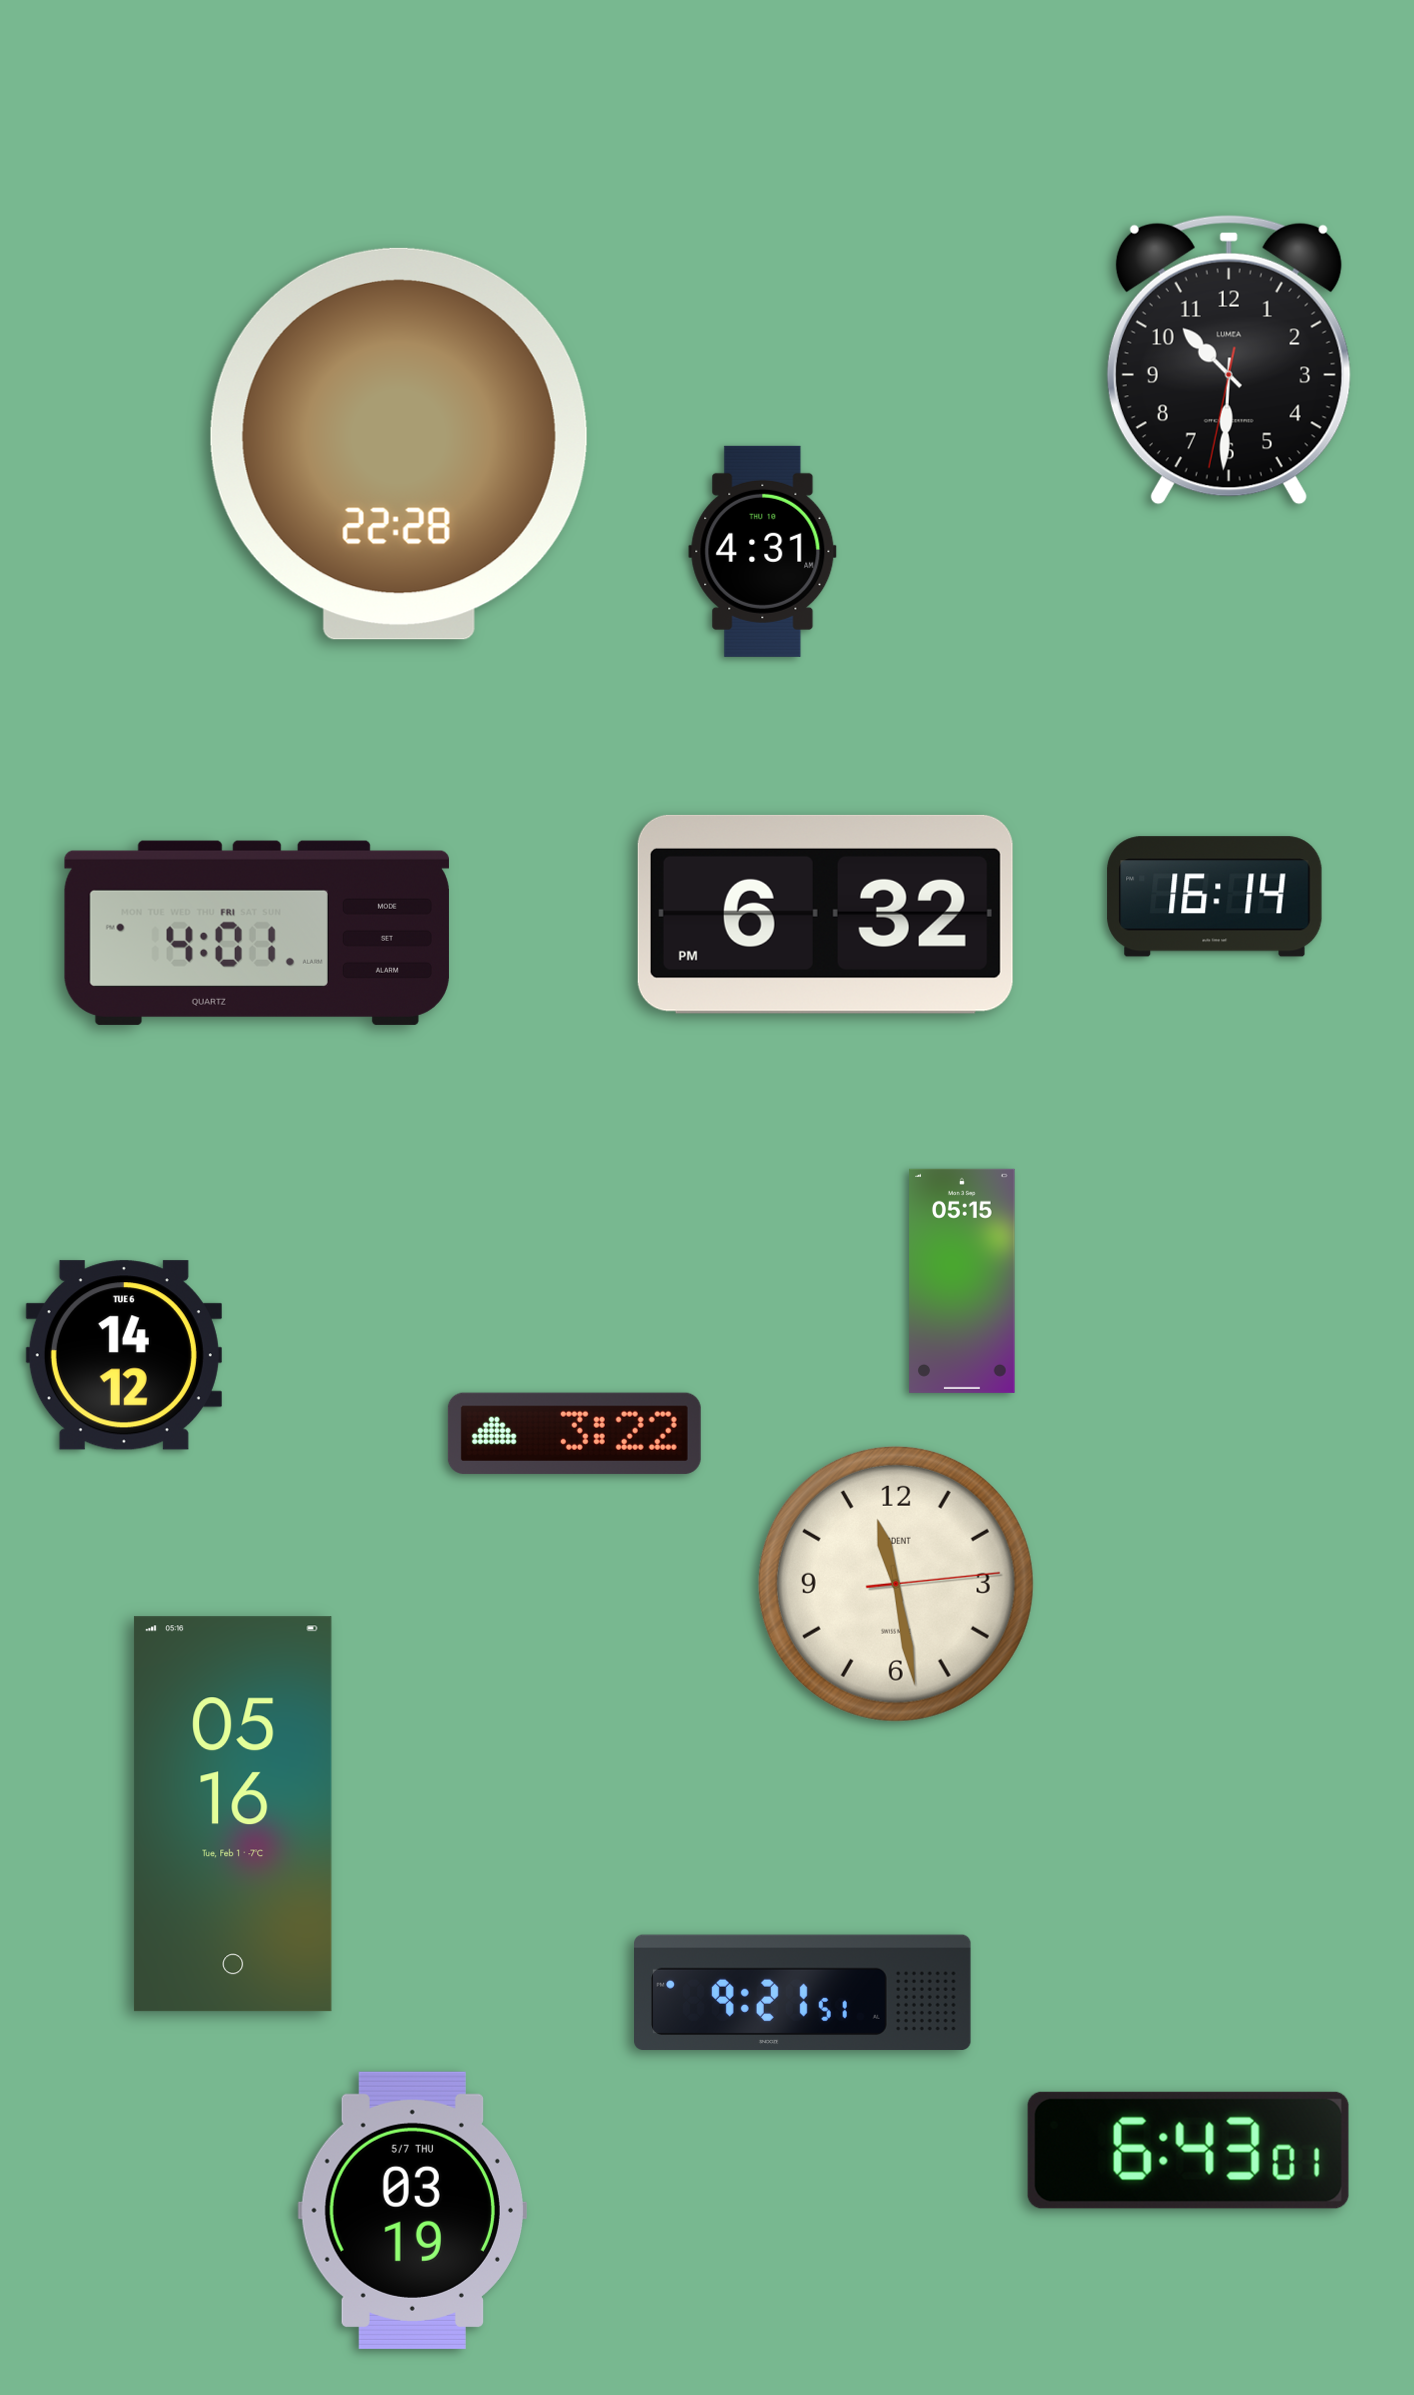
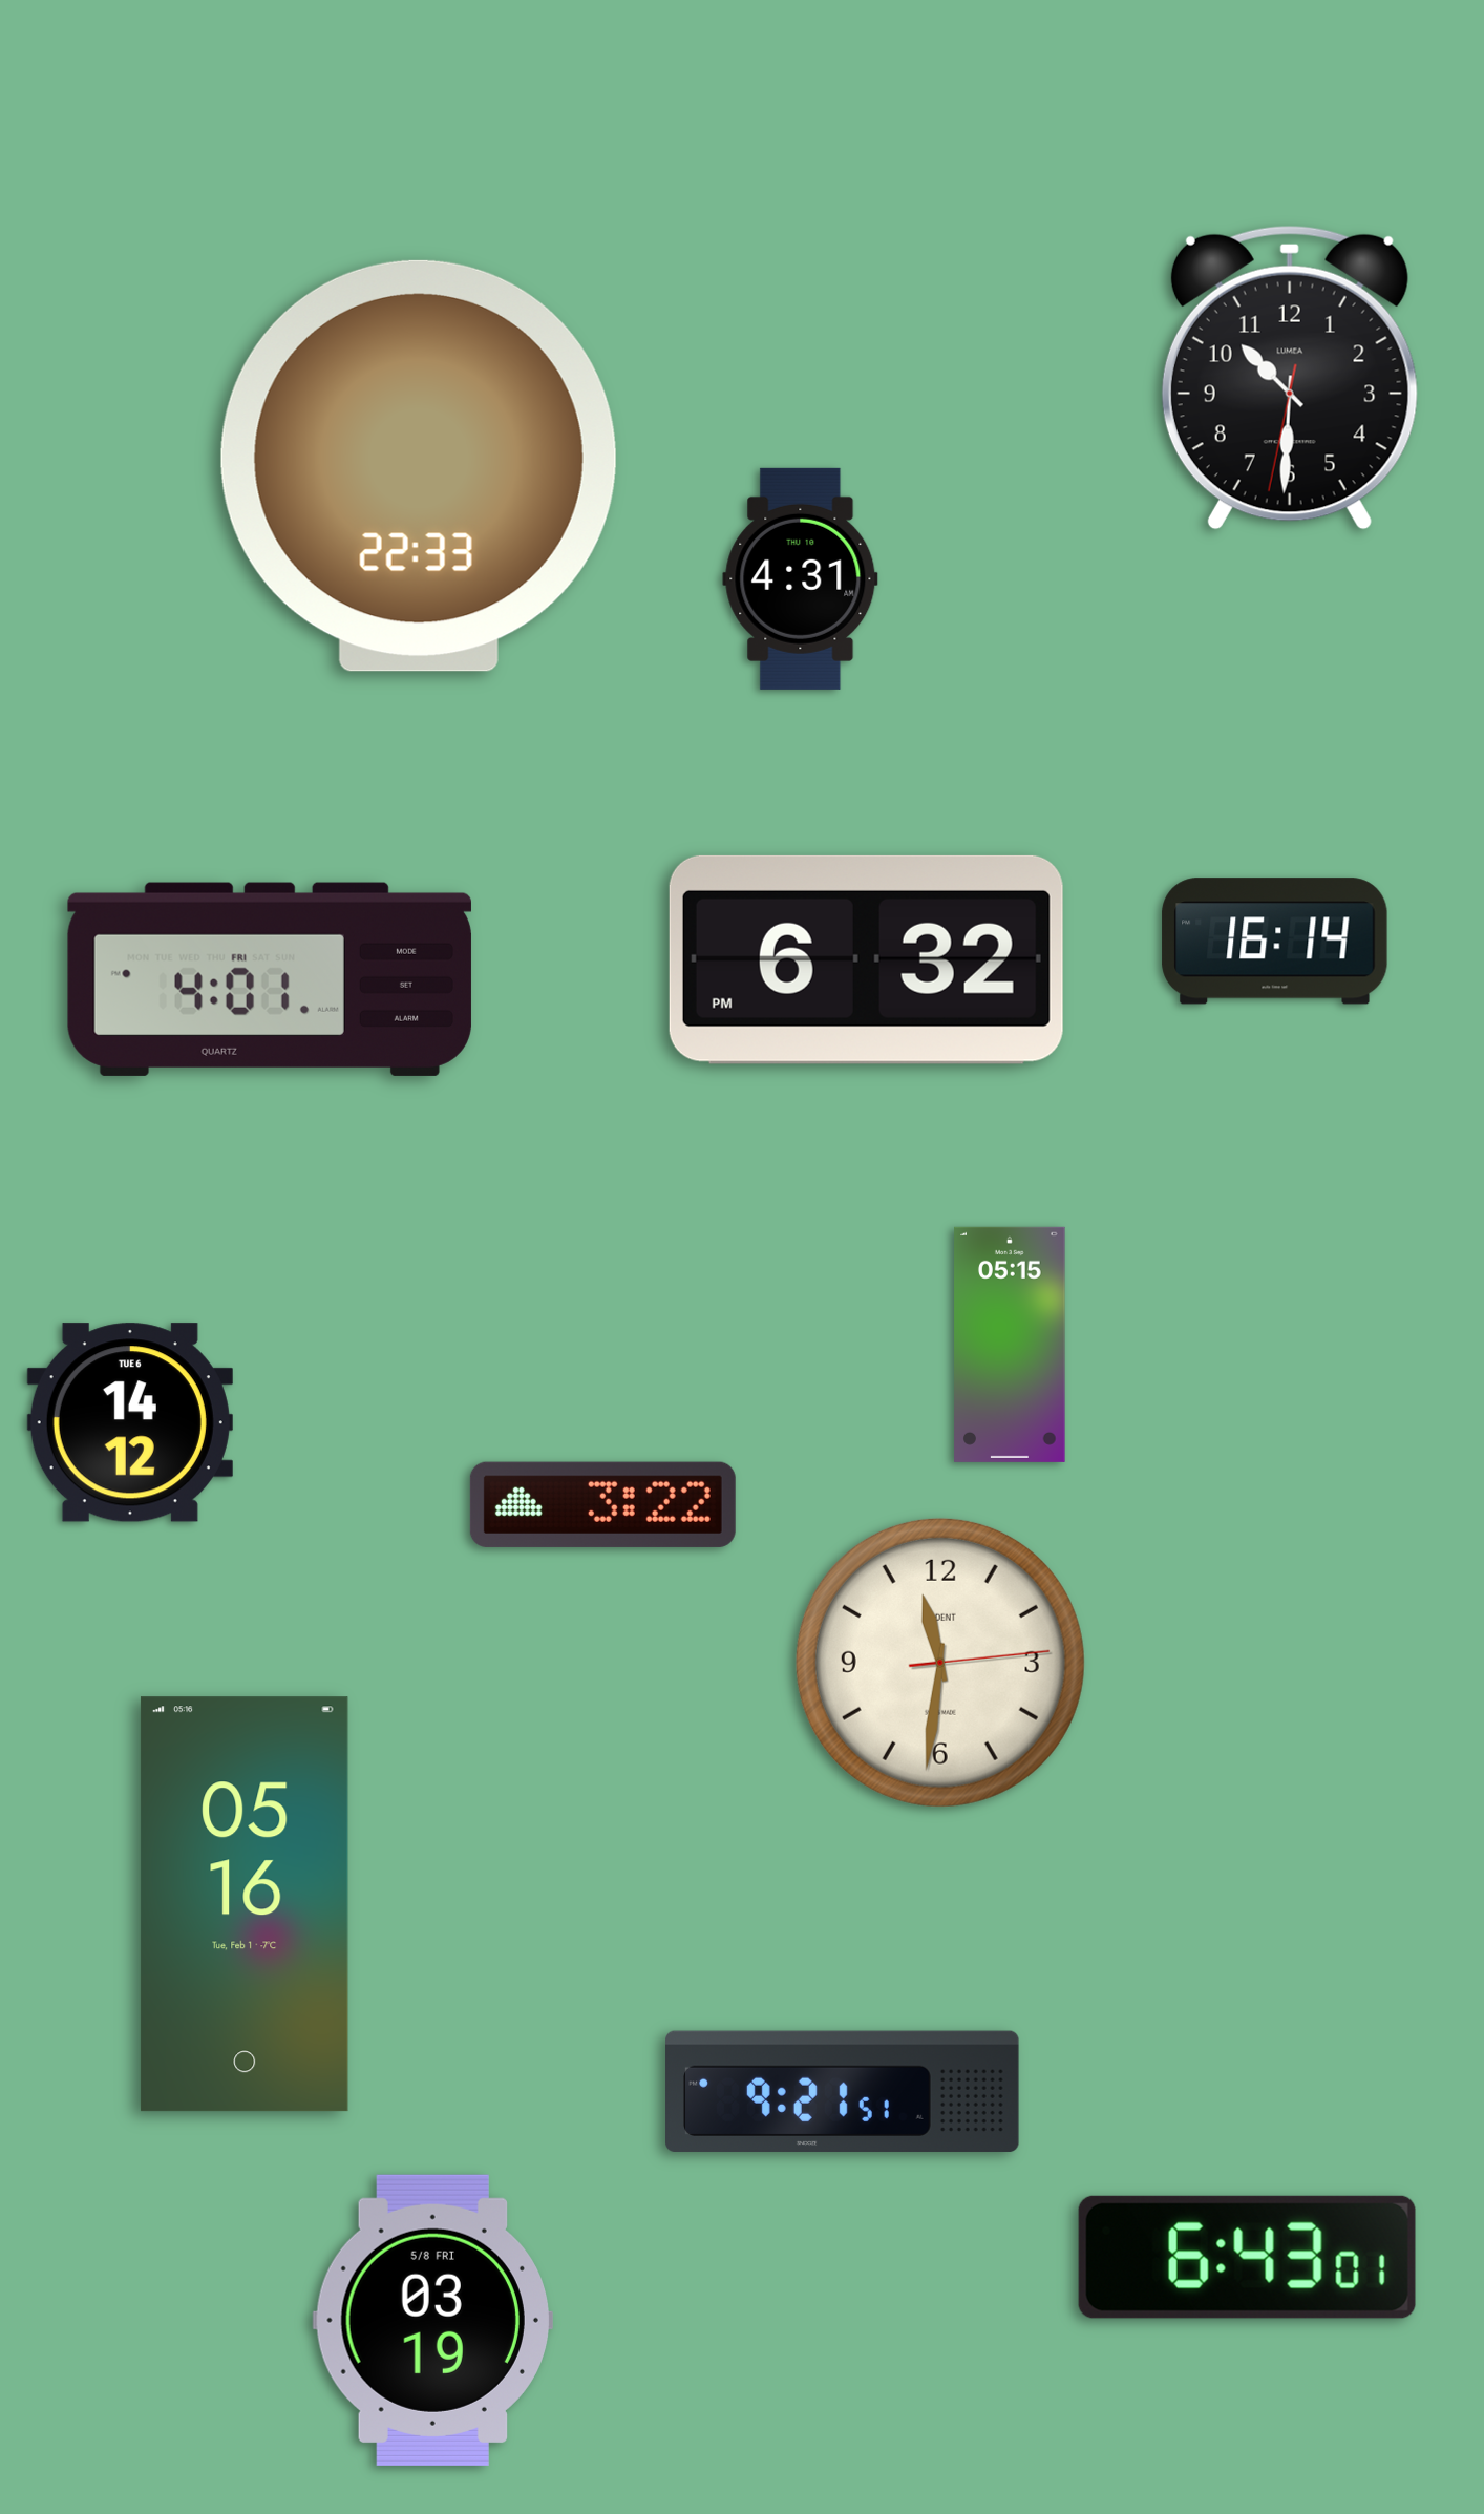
clock at (399, 444): 22:28 -> 22:33
clock at (896, 1584): 11:28 -> 11:31
clock at (412, 2210) date: 5/7 THU -> 5/8 FRI
